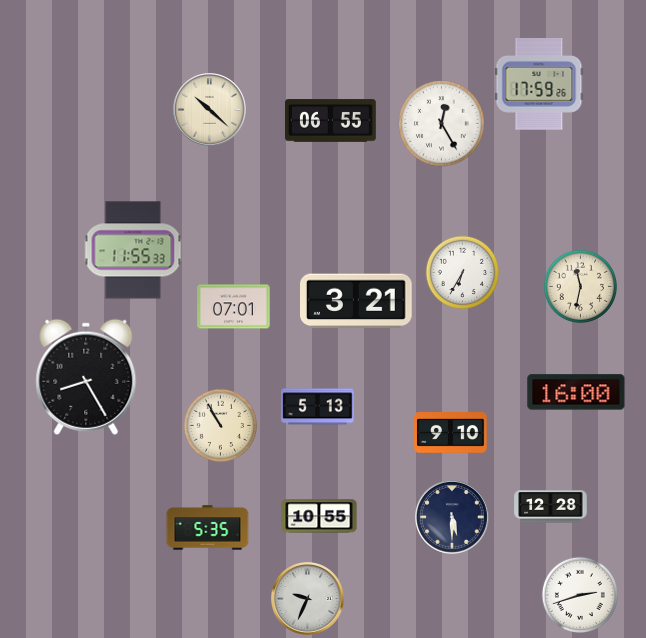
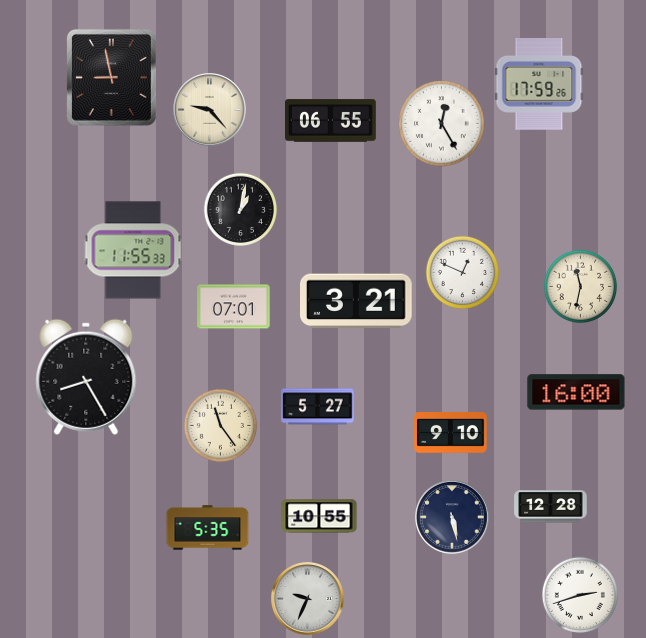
clock at (111, 77): none -> 8:58
clock at (210, 110): 10:22 -> 9:23
clock at (241, 210): none -> 1:02
clock at (463, 273): 6:35 -> 12:49
clock at (318, 407): 5:13 -> 5:27
clock at (221, 426): 10:55 -> 11:24
clock at (453, 518): 5:30 -> 5:28
